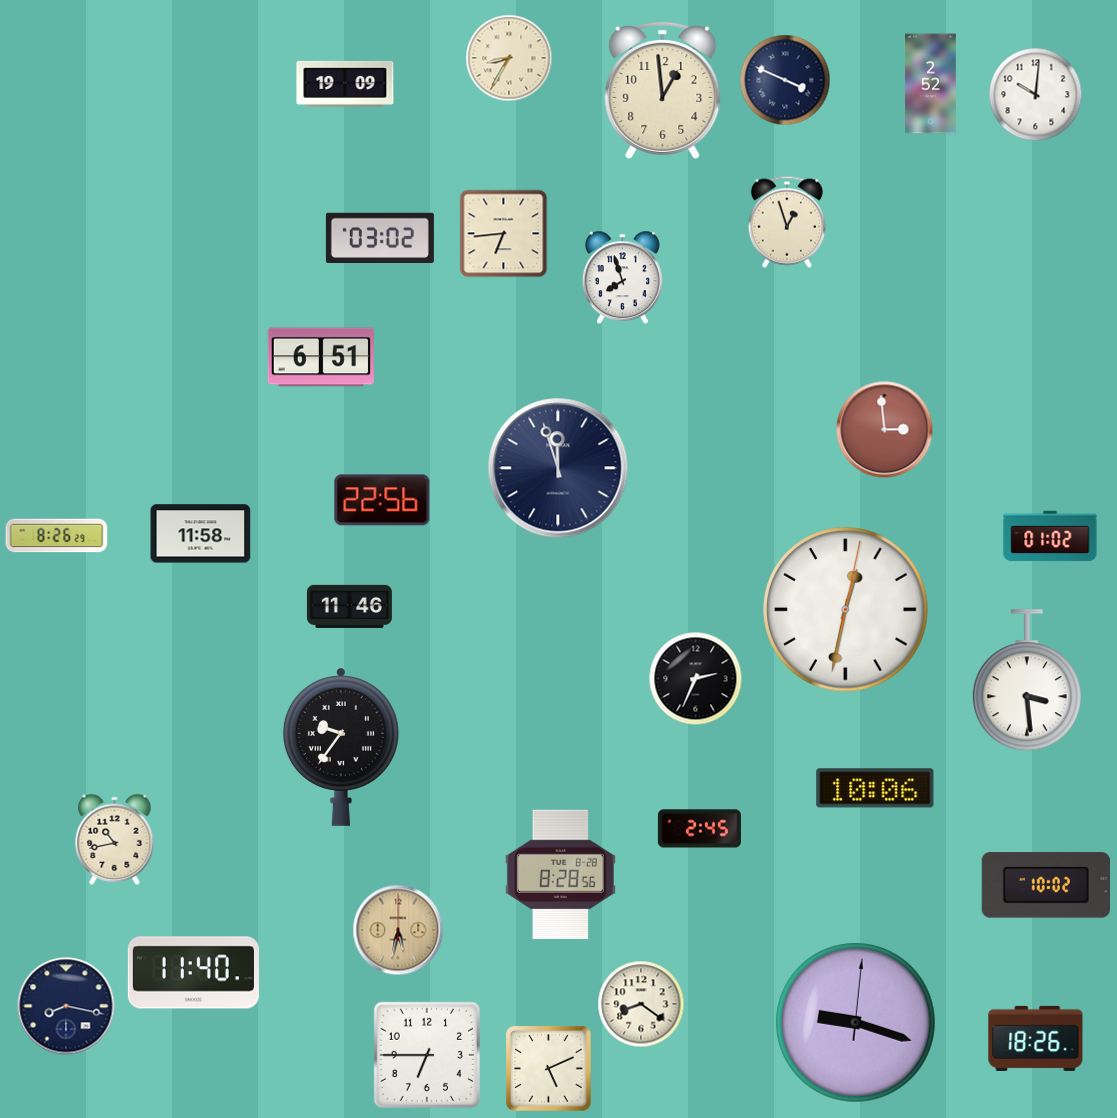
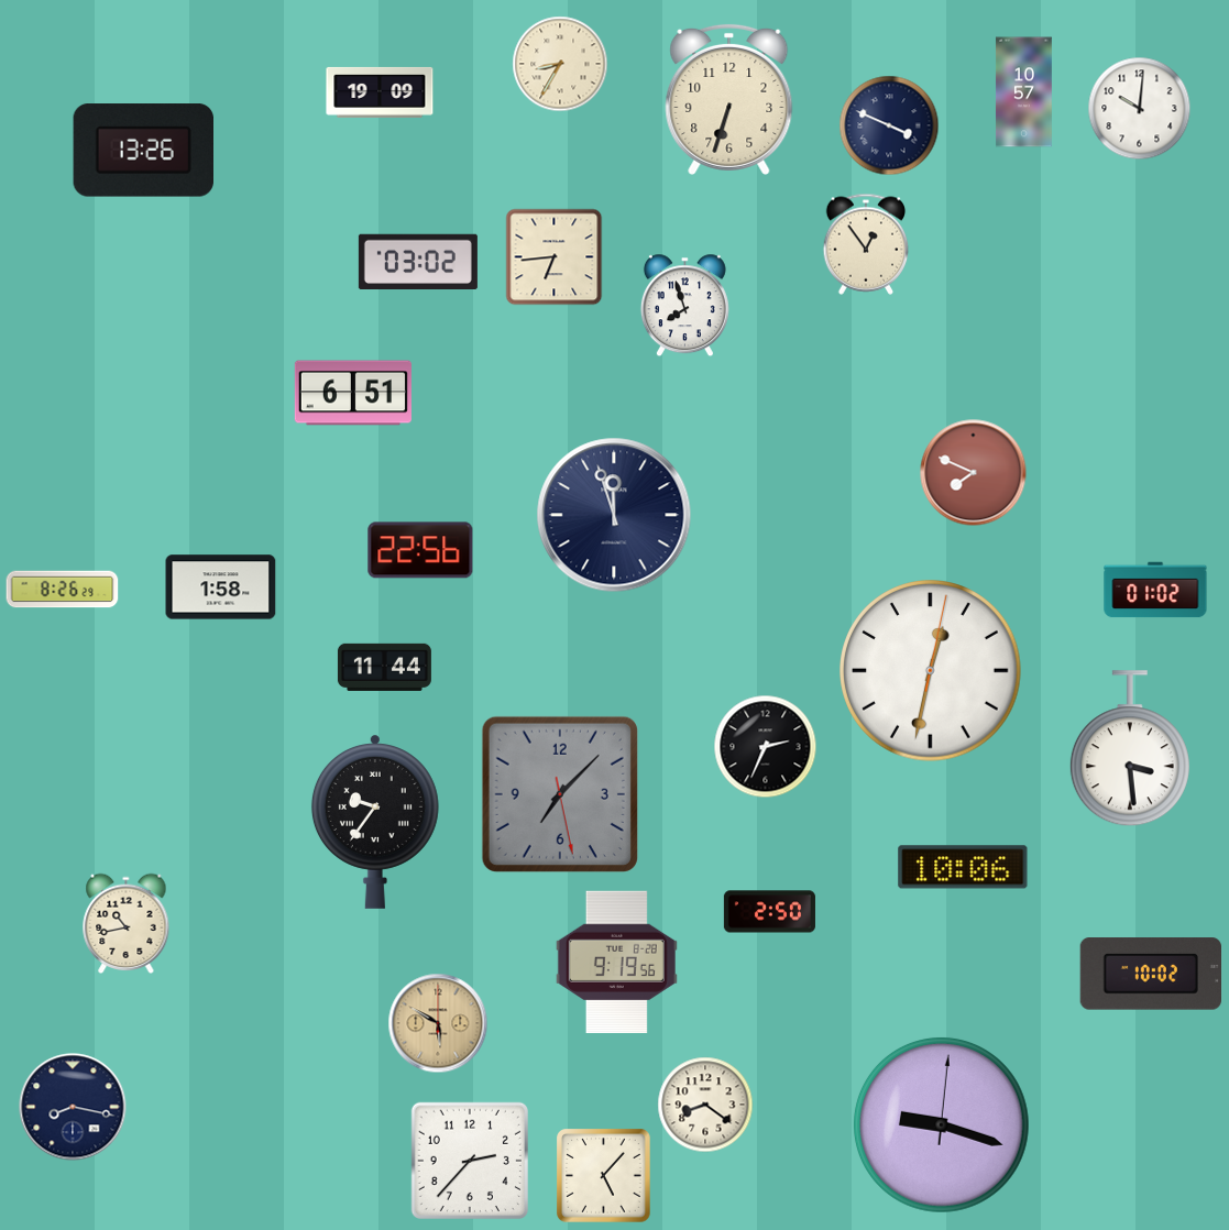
clock at (785, 80) position: (785, 80) -> (889, 125)
clock at (930, 84): 2:52 -> 10:57
clock at (663, 90): 12:59 -> 6:33
clock at (1036, 95) position: (1036, 95) -> (1140, 109)
clock at (143, 151): none -> 13:26
clock at (787, 222): 12:57 -> 12:54
clock at (885, 430): 2:59 -> 7:49
clock at (201, 534): 11:58 -> 1:58
clock at (349, 606): 11:46 -> 11:44
clock at (560, 794): none -> 7:07
clock at (699, 829): 2:45 -> 2:50
clock at (560, 874): 8:28 -> 9:19
clock at (398, 930): 5:32 -> 5:50
clock at (193, 973): 11:40 -> none
clock at (1036, 1038): 18:26 -> none
clock at (427, 1055): 6:45 -> 2:37
clock at (549, 1069): 5:11 -> 5:07
